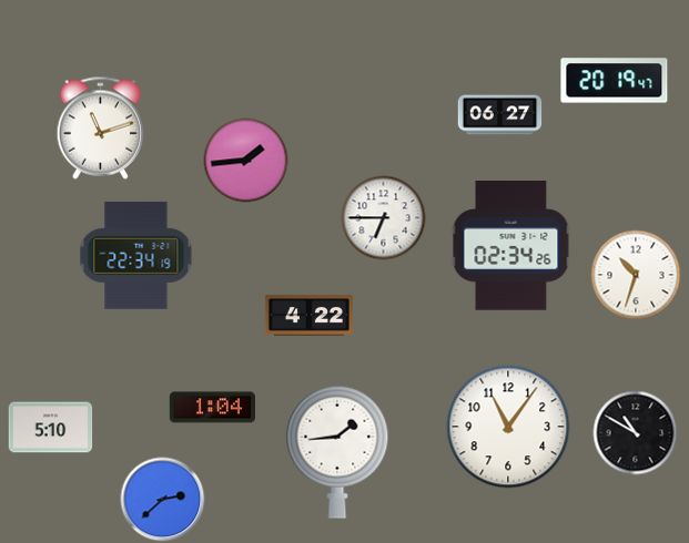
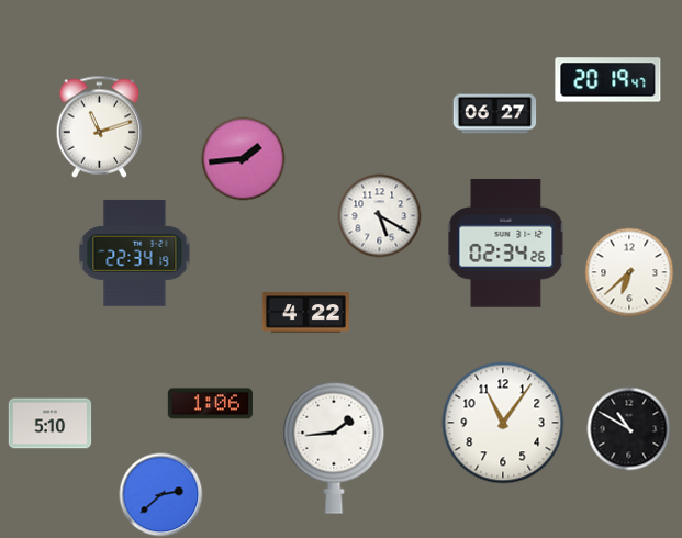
clock at (384, 218): 6:45 -> 5:20
clock at (636, 275): 10:33 -> 6:38
clock at (212, 408): 1:04 -> 1:06
